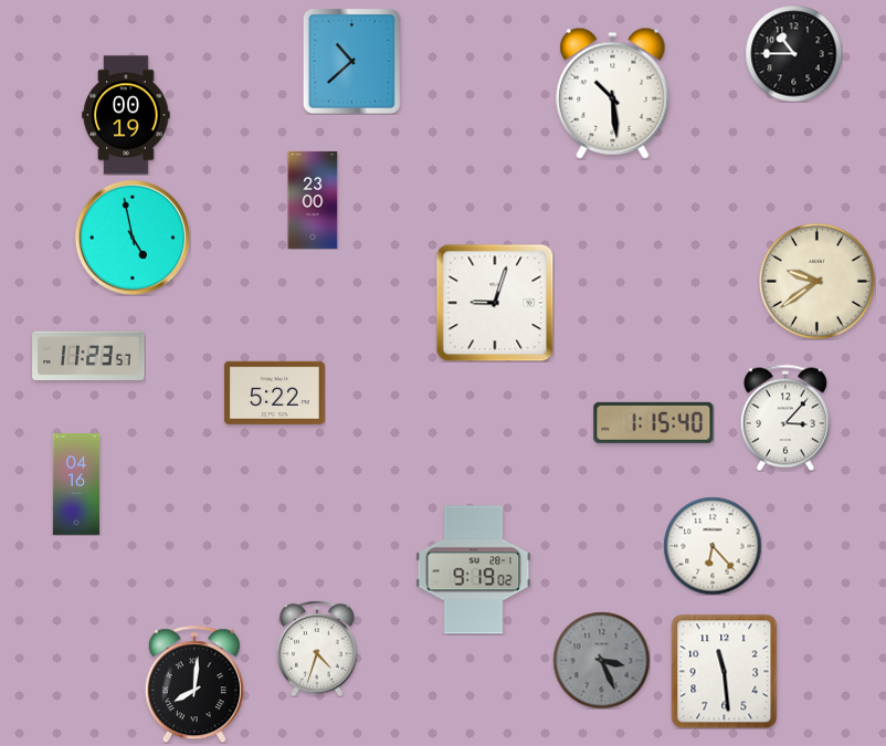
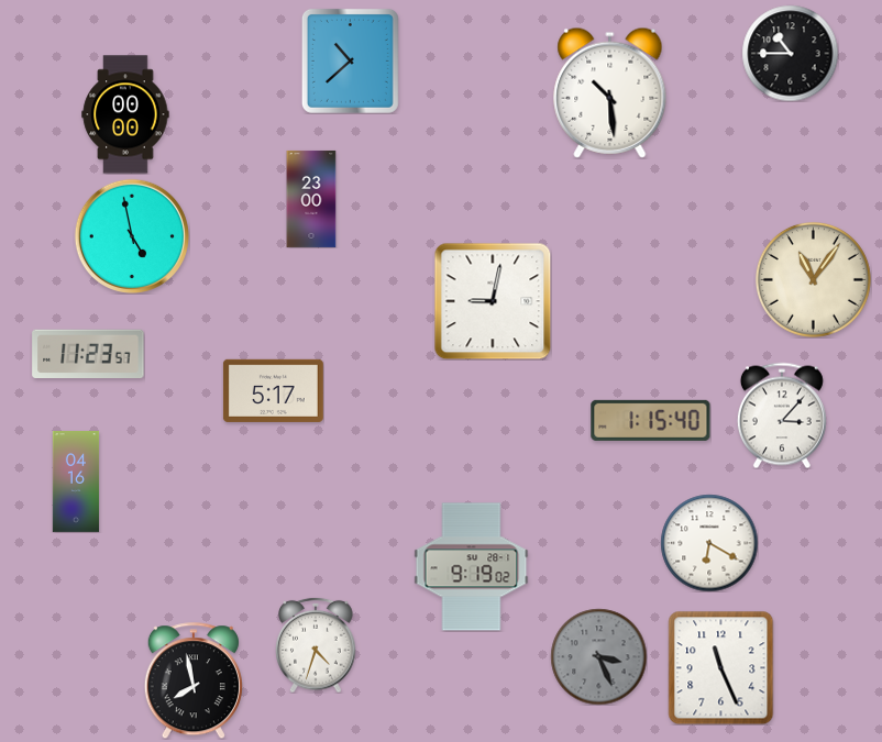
clock at (126, 115): 00:19 -> 00:00
clock at (816, 281): 9:39 -> 11:06
clock at (495, 303): 9:03 -> 9:02
clock at (274, 392): 5:22 -> 5:17
clock at (713, 546): 6:23 -> 6:20
clock at (725, 671): 11:29 -> 11:26
clock at (194, 684): 8:01 -> 7:58
